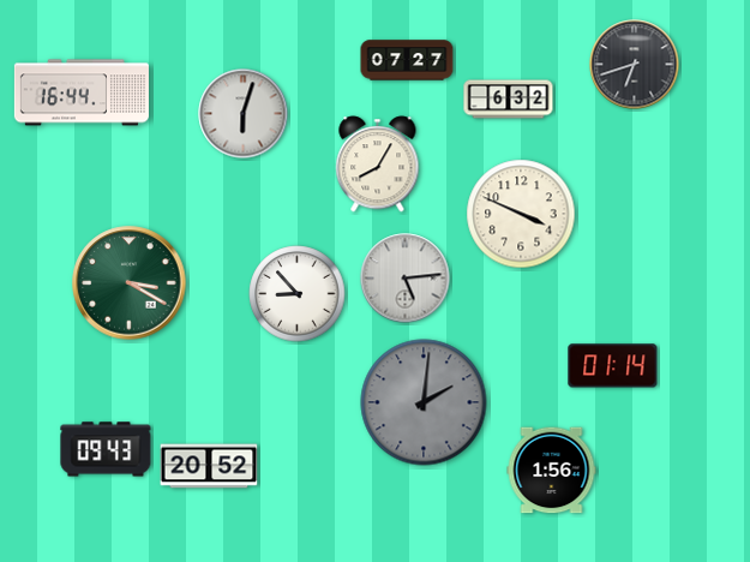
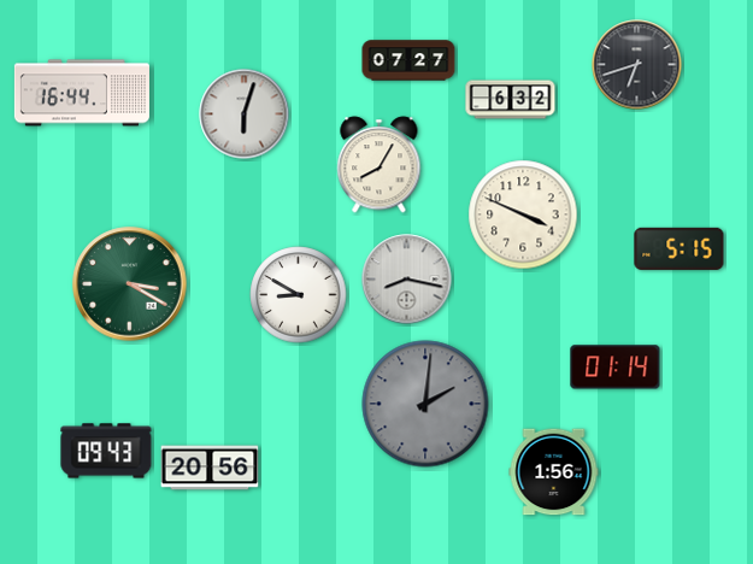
clock at (680, 248): none -> 5:15
clock at (406, 279): 5:14 -> 8:17
clock at (298, 294): 8:53 -> 8:50
clock at (209, 466): 20:52 -> 20:56
